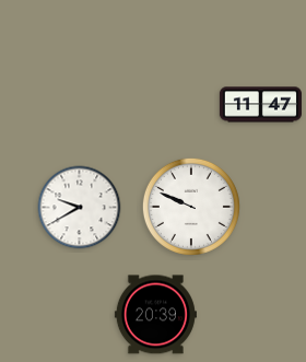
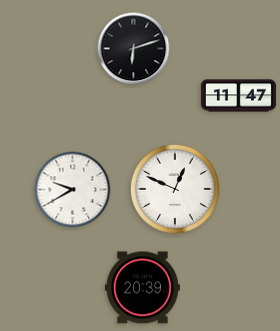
clock at (134, 49): none -> 6:12
clock at (191, 207): 9:49 -> 12:49
